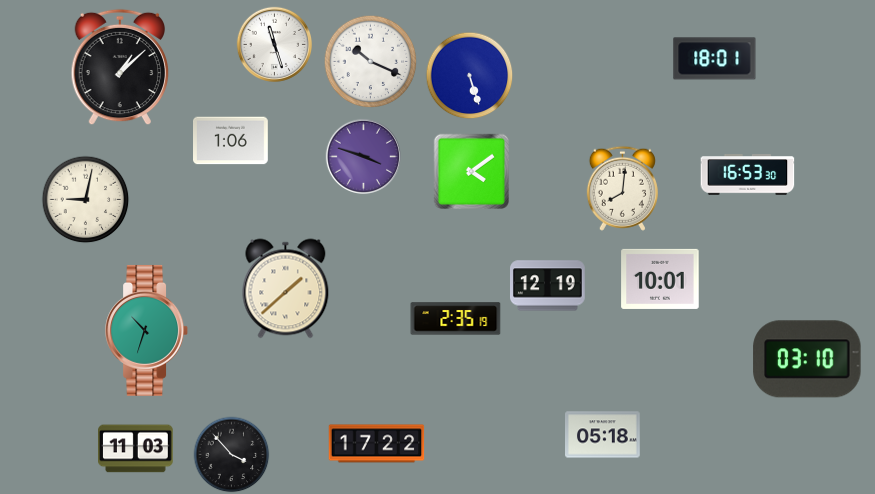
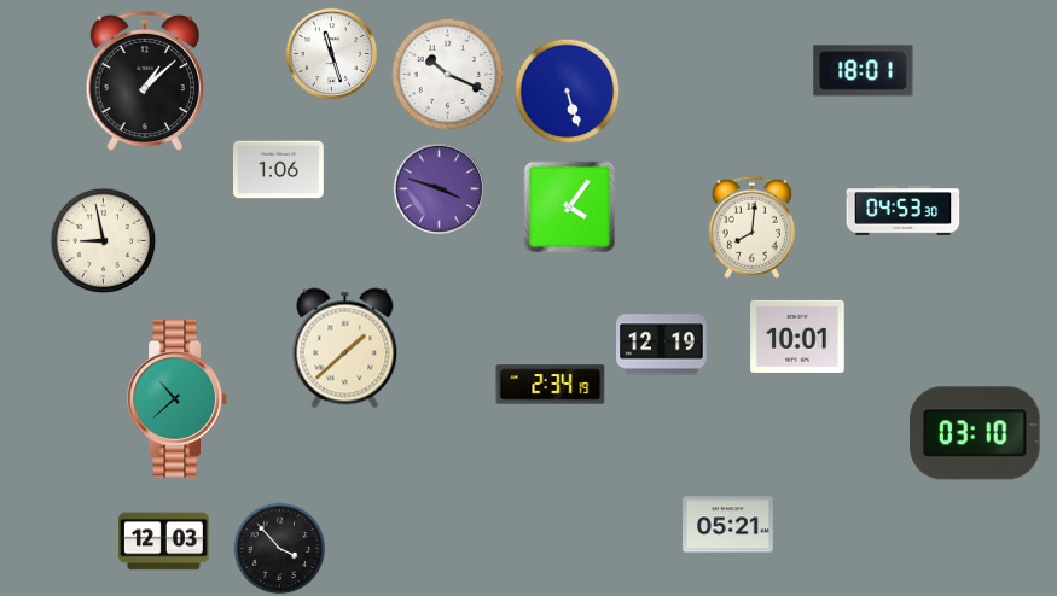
clock at (472, 172): 4:09 -> 4:06
clock at (748, 175): 16:53 -> 04:53
clock at (86, 200): 9:02 -> 8:58
clock at (456, 319): 2:35 -> 2:34
clock at (147, 330): 10:33 -> 10:38
clock at (603, 435): 05:18 -> 05:21
clock at (377, 444): 17:22 -> none
clock at (136, 449): 11:03 -> 12:03
